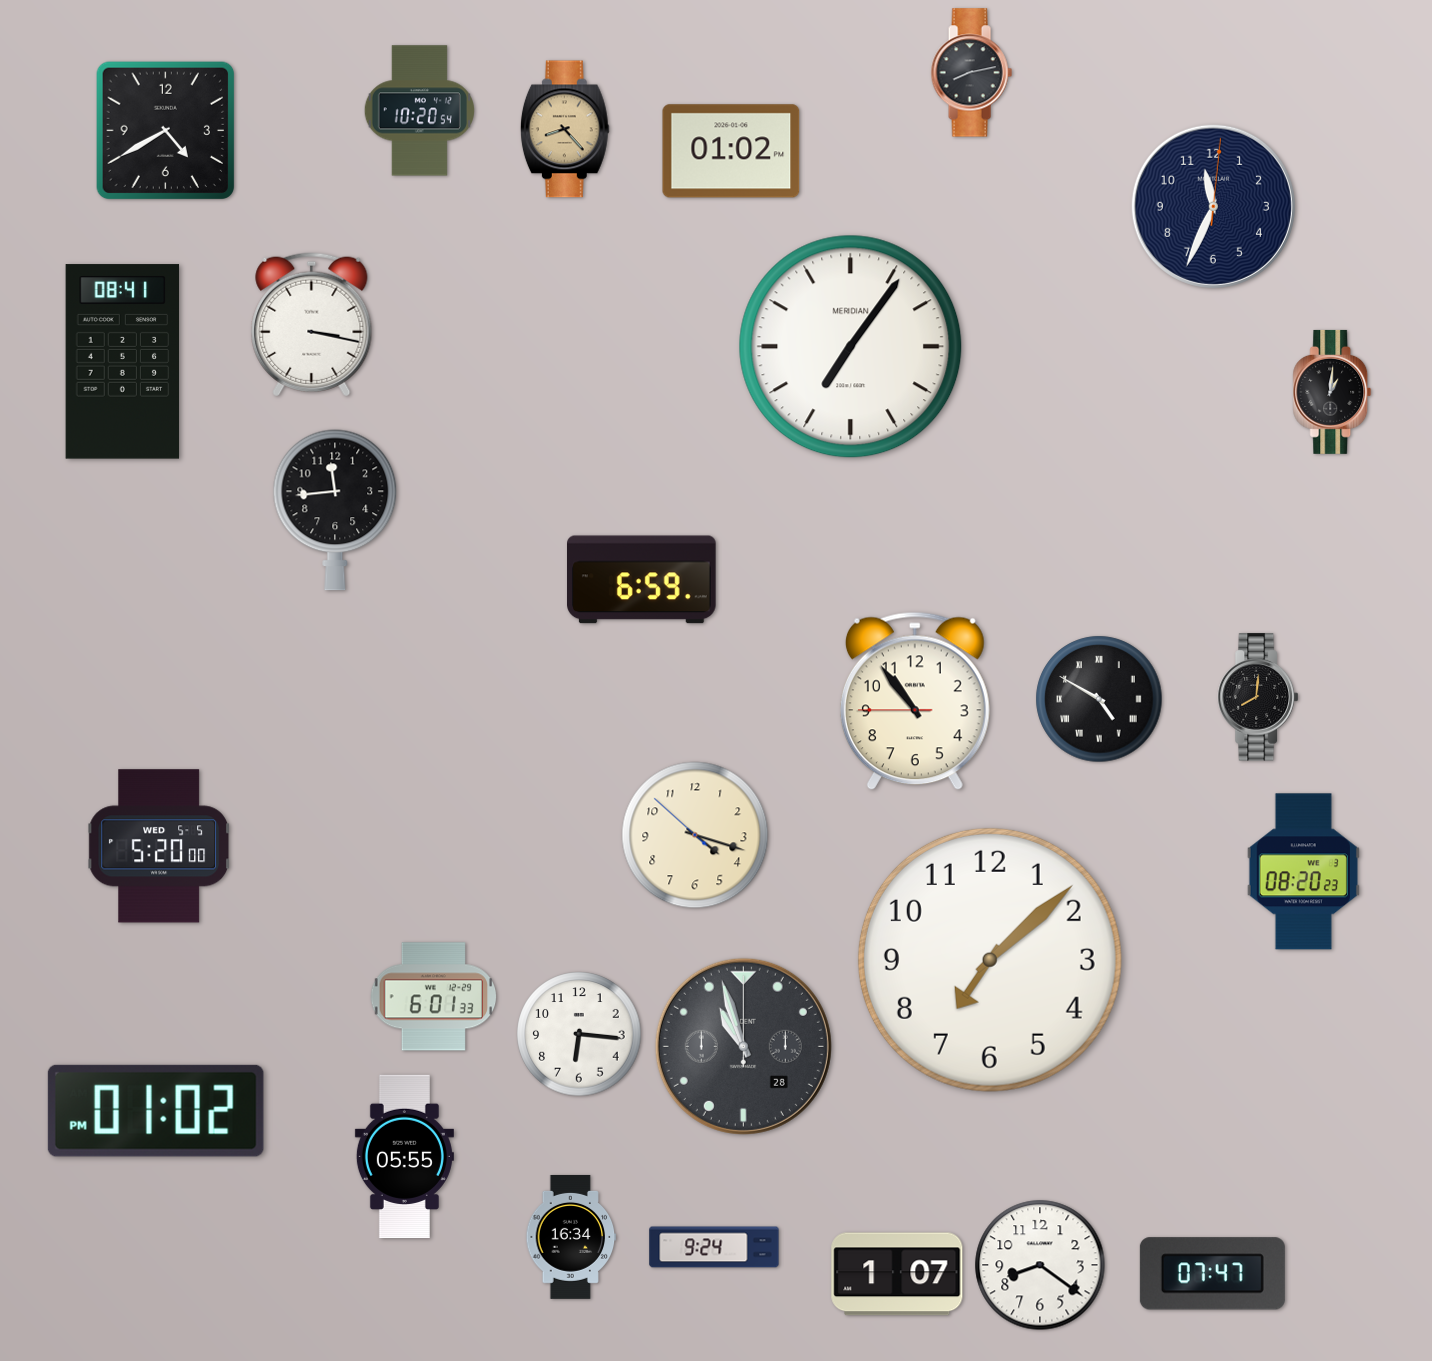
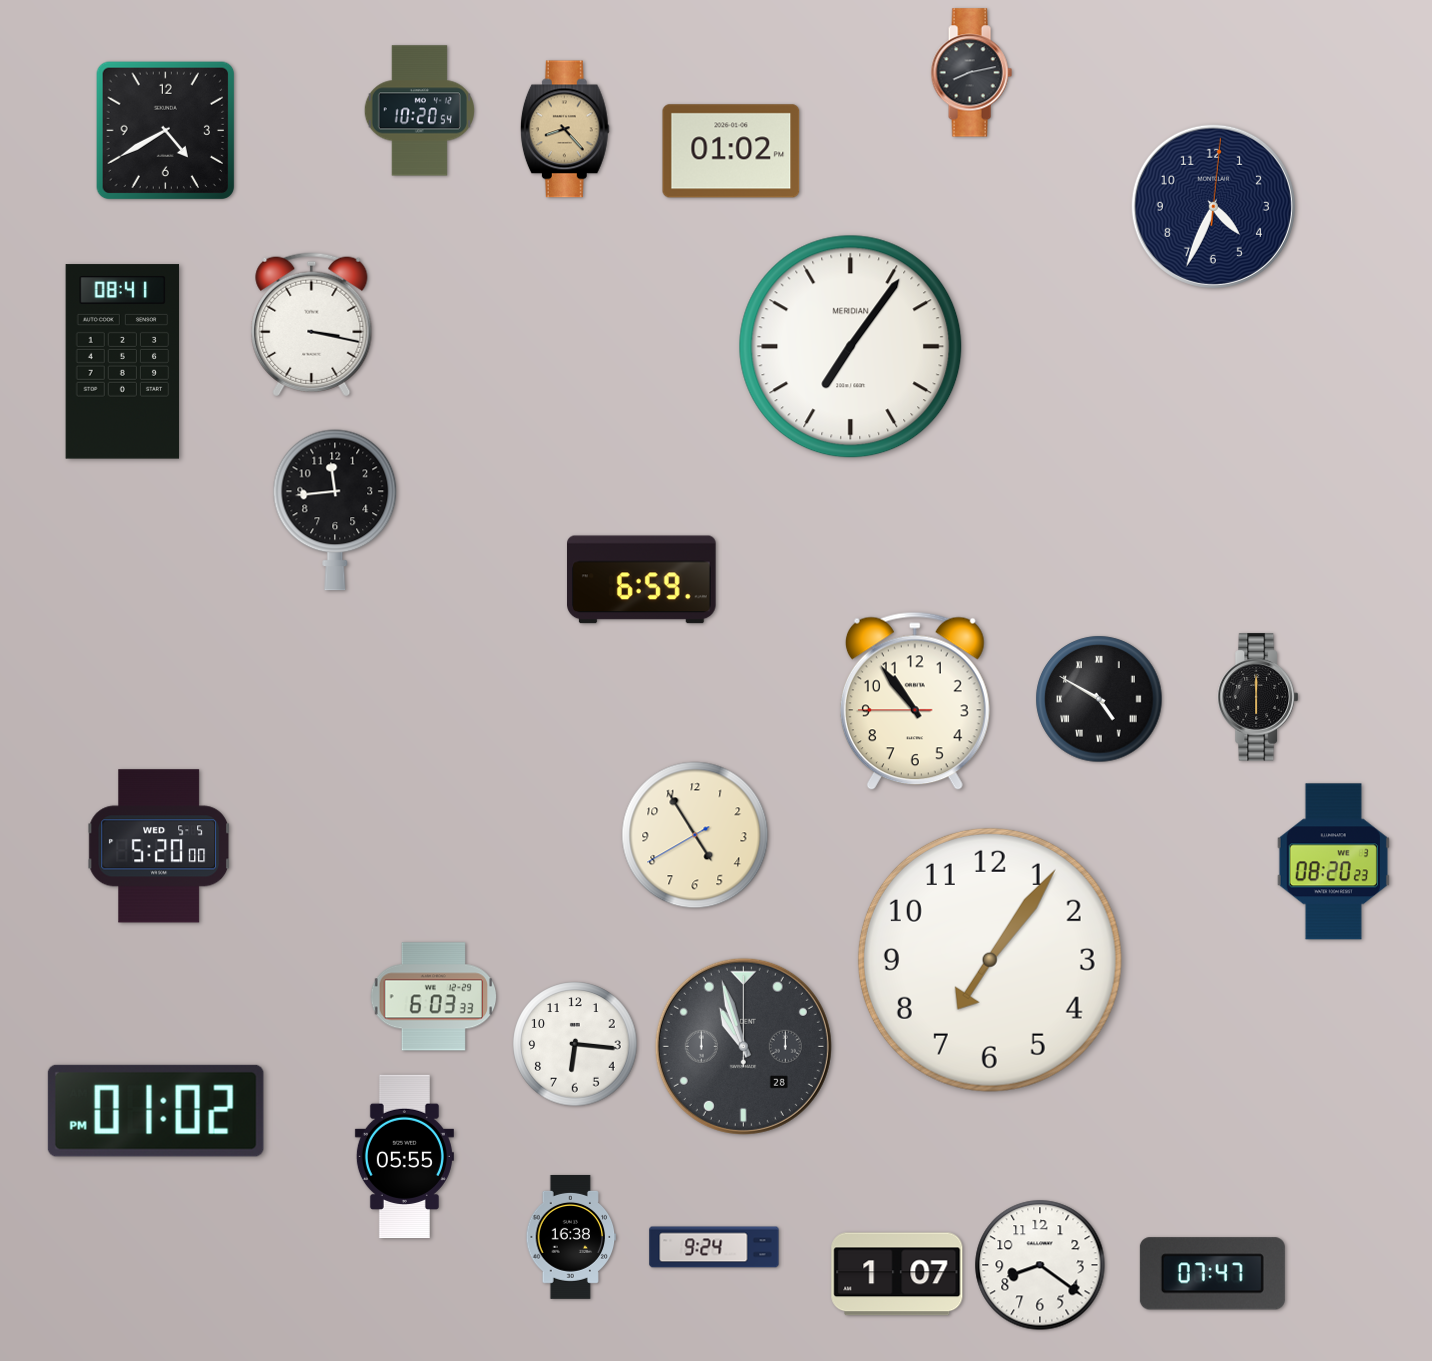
clock at (1213, 206): 11:34 -> 4:34
clock at (1332, 392): 1:01 -> none
clock at (1258, 697): 8:01 -> 6:00
clock at (695, 835): 4:17 -> 4:54
clock at (1303, 872) position: (1303, 872) -> (1333, 862)
clock at (990, 960): 7:08 -> 7:06
clock at (434, 997): 6:01 -> 6:03
clock at (579, 1034) position: (579, 1034) -> (575, 1044)
clock at (571, 1237): 16:34 -> 16:38
